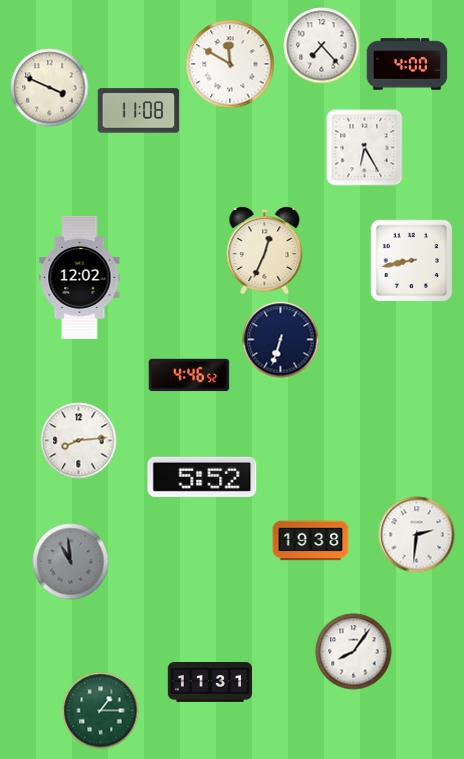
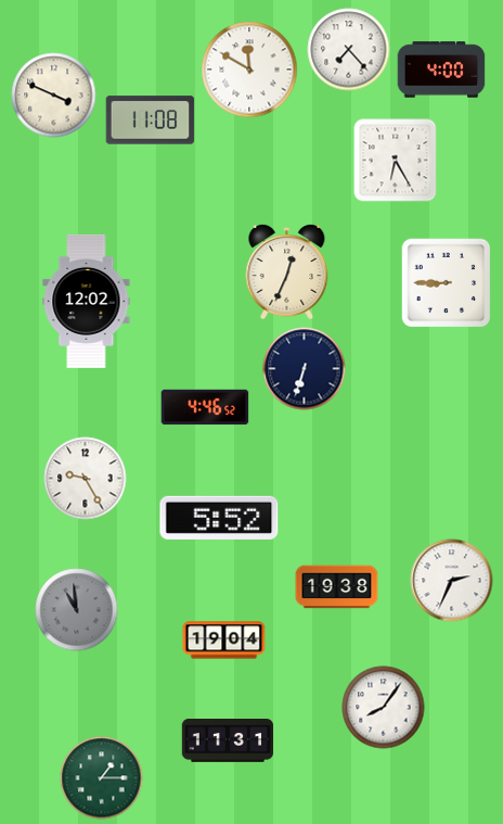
clock at (411, 260): 8:43 -> 8:45
clock at (79, 441): 8:14 -> 9:25
clock at (417, 535): 2:31 -> 2:34
clock at (224, 641): none -> 19:04
clock at (101, 711) position: (101, 711) -> (102, 778)
